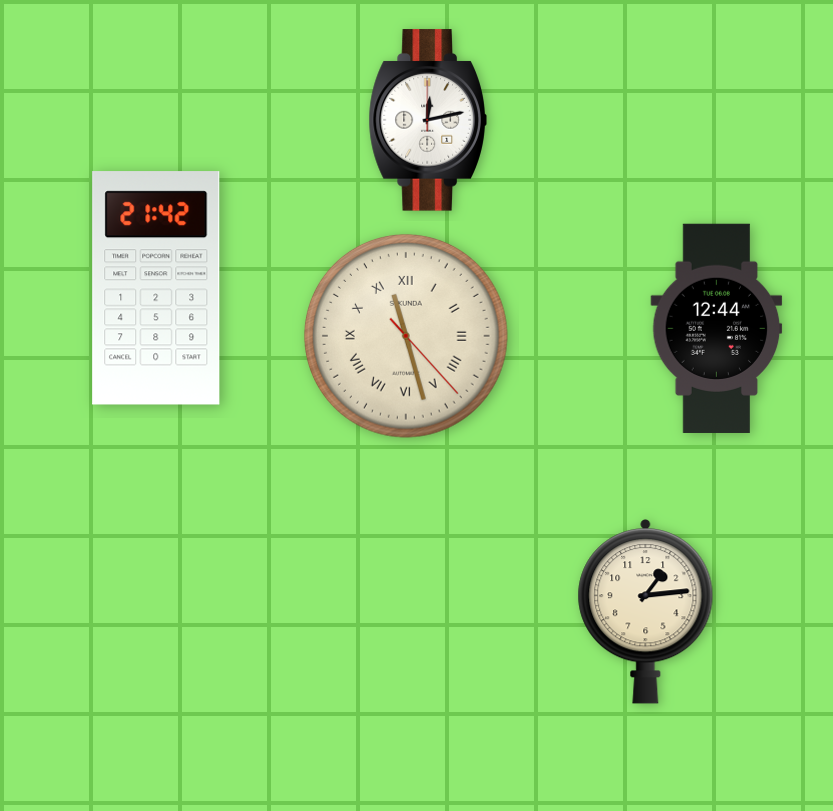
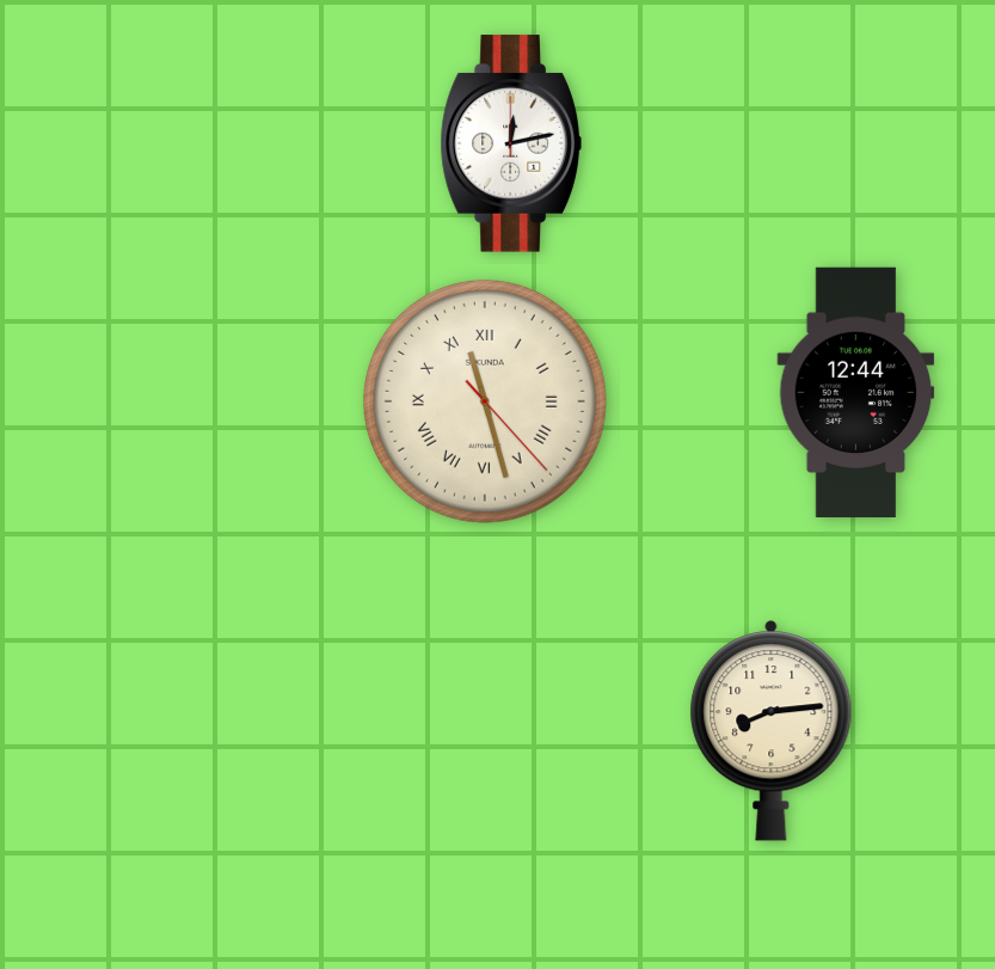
clock at (156, 288): 21:42 -> none
clock at (646, 612): 1:14 -> 8:14
